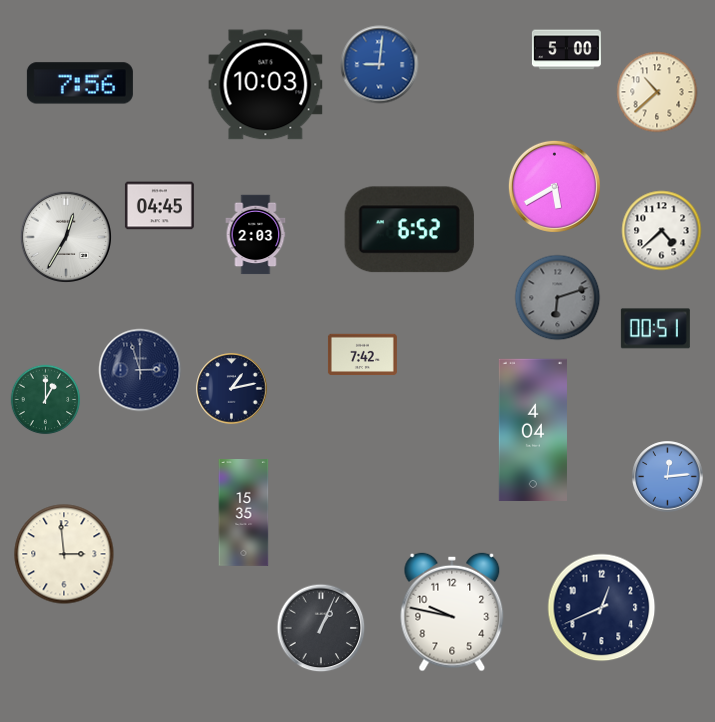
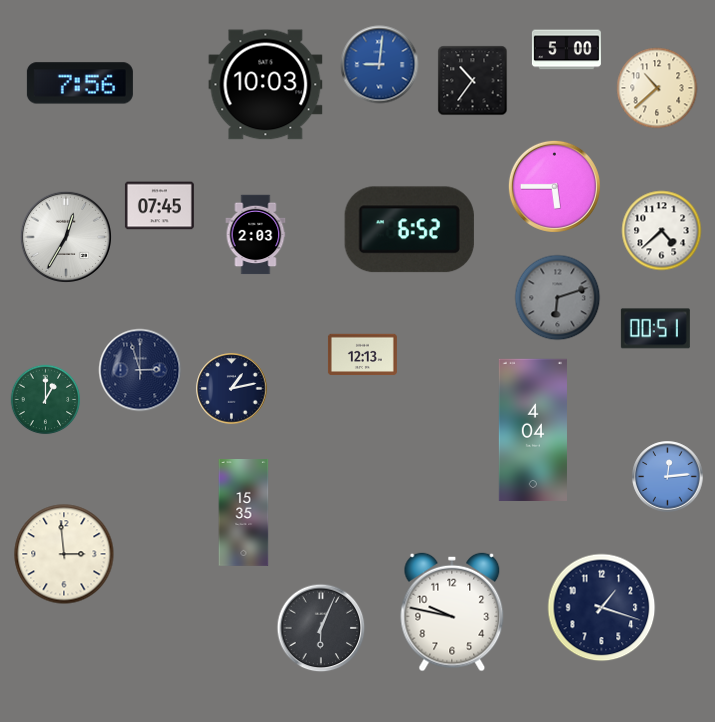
clock at (473, 81): none -> 10:36
clock at (657, 92) position: (657, 92) -> (657, 88)
clock at (554, 186): 5:40 -> 5:45
clock at (159, 206): 04:45 -> 07:45
clock at (362, 355): 7:42 -> 12:13
clock at (602, 608): 12:41 -> 1:18
clock at (321, 628): 1:04 -> 6:04
